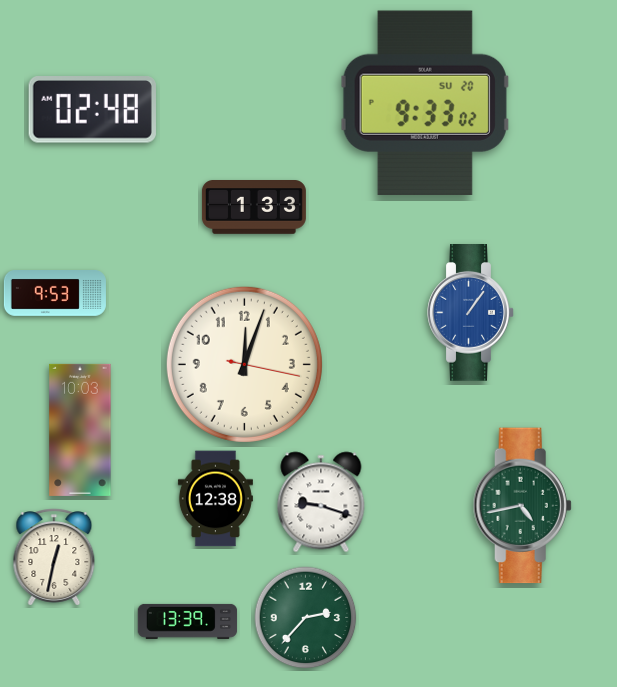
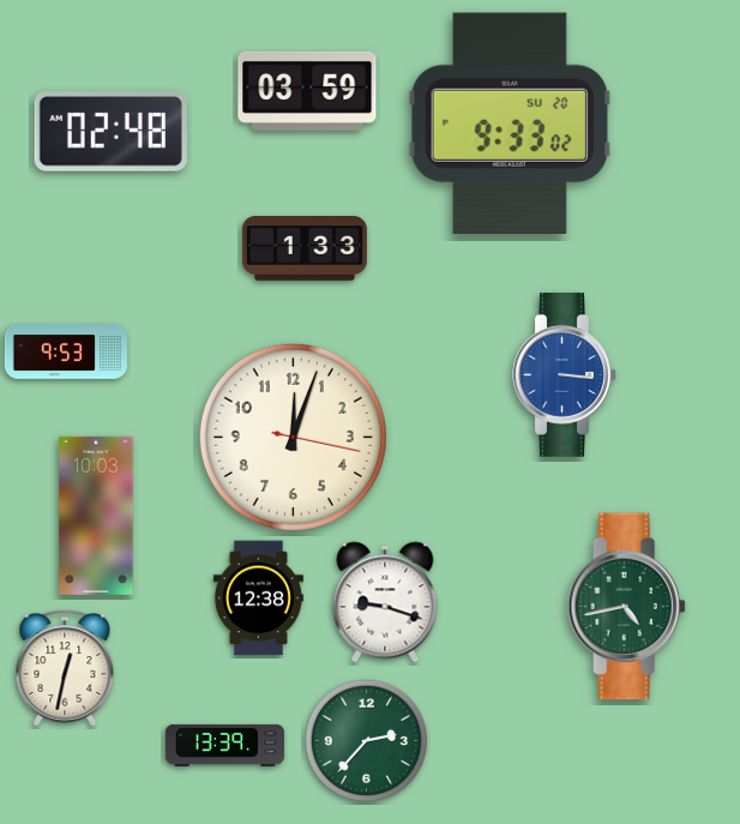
clock at (307, 91): none -> 03:59
clock at (471, 313): 1:06 -> 3:16
